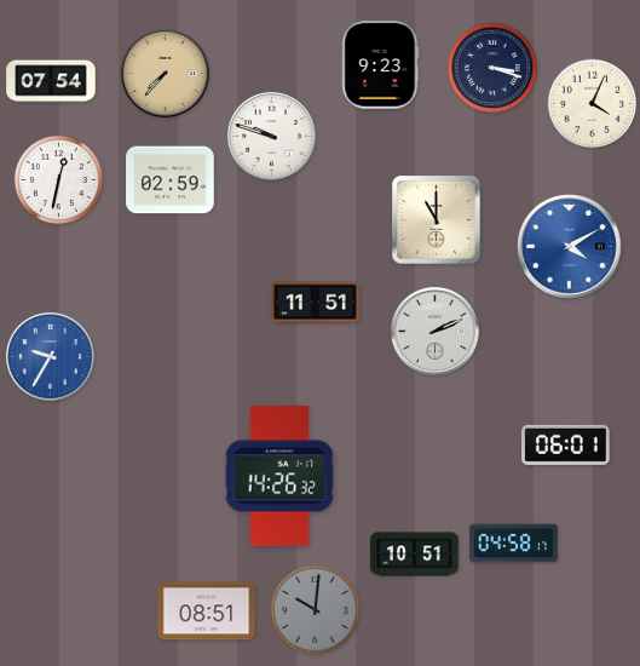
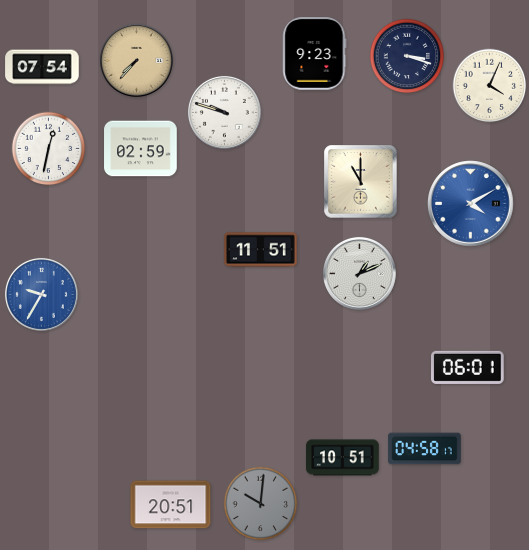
clock at (434, 331): 2:11 -> 1:11
clock at (279, 476): 14:26 -> none
clock at (207, 612): 08:51 -> 20:51
